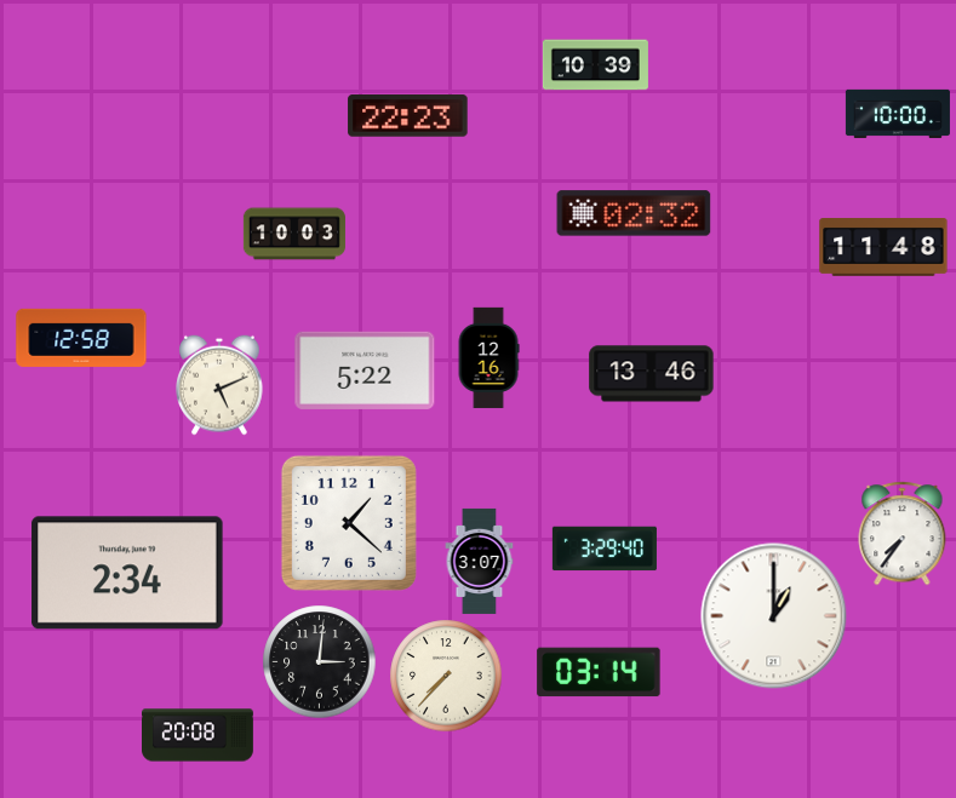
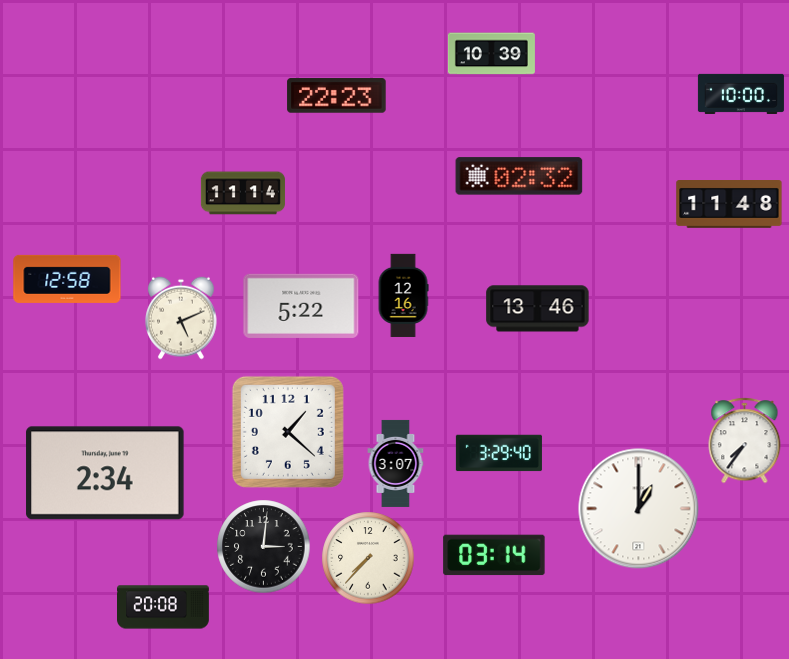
clock at (634, 213) position: (634, 213) -> (519, 176)
clock at (294, 234): 10:03 -> 11:14
